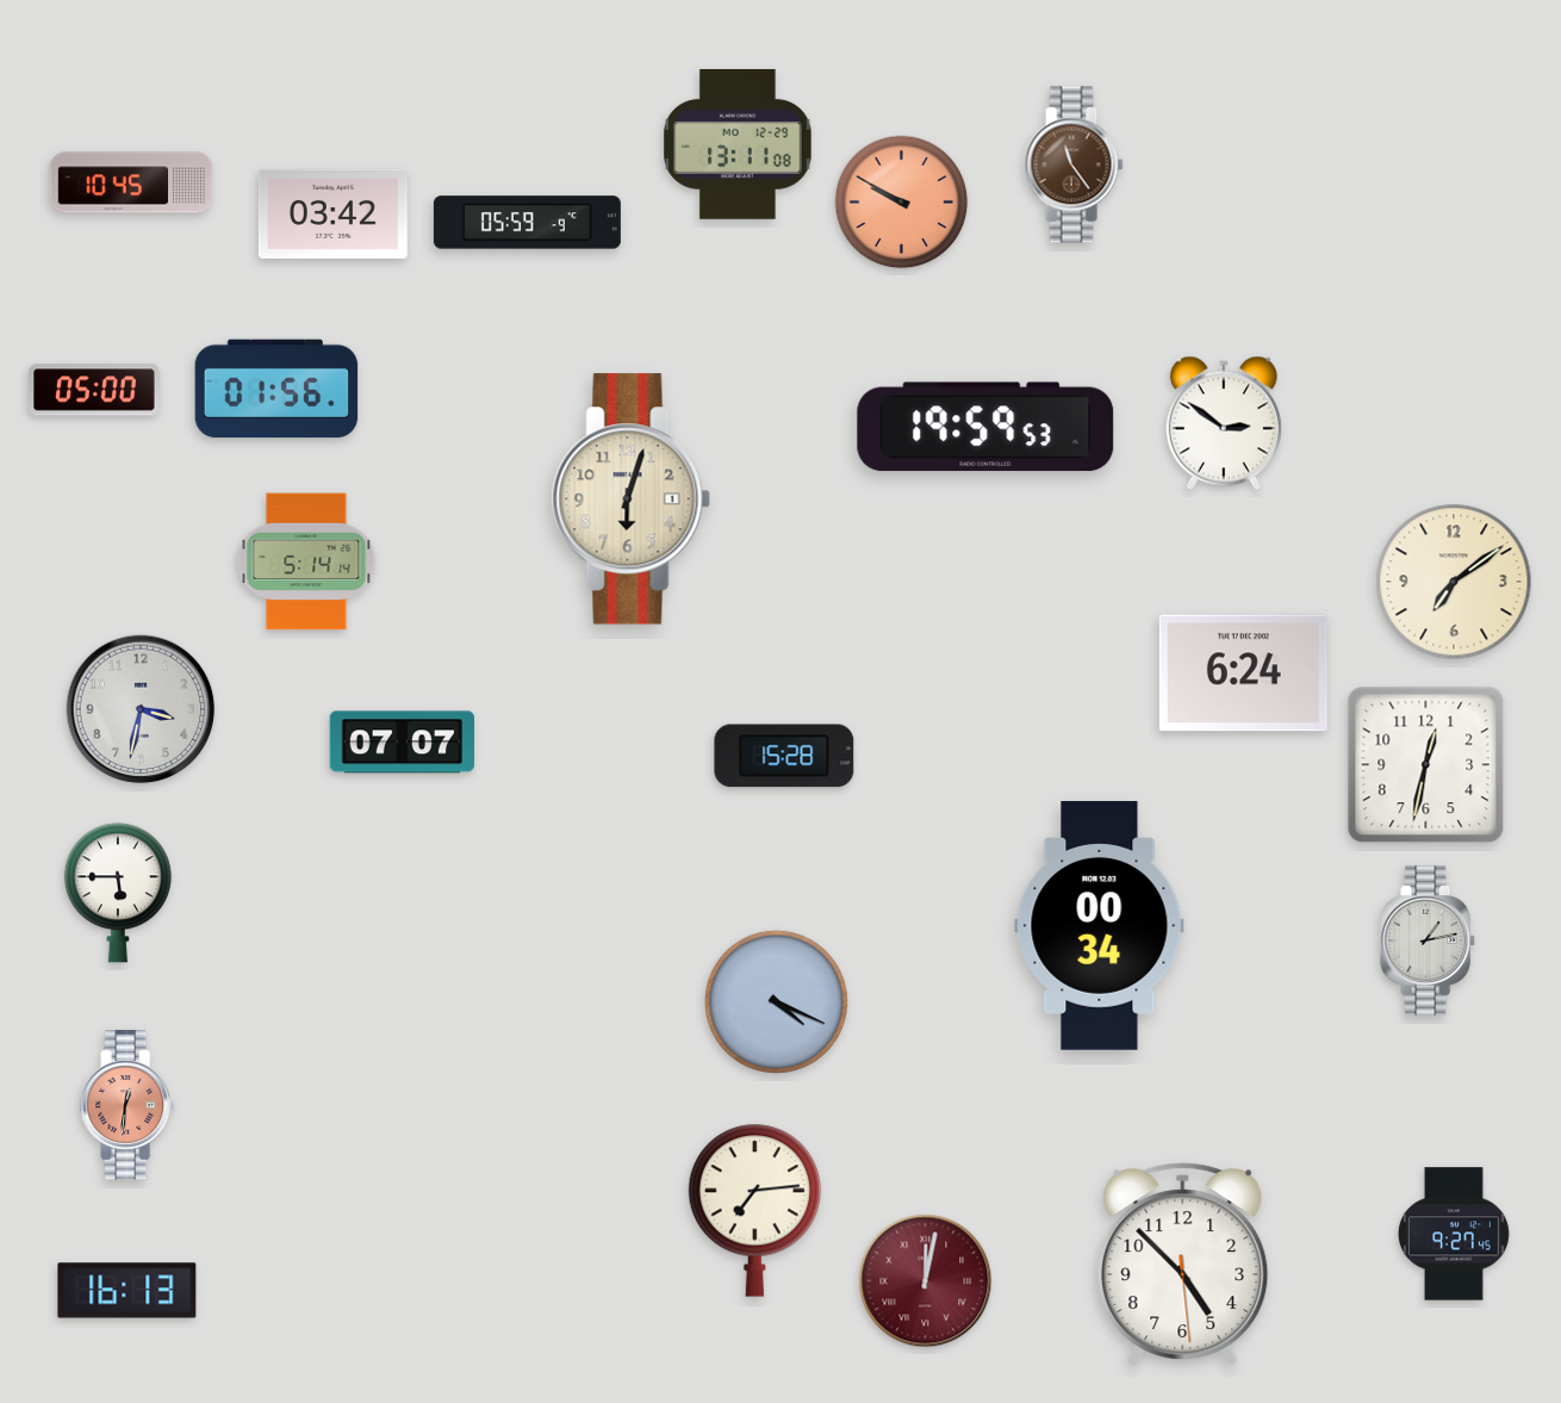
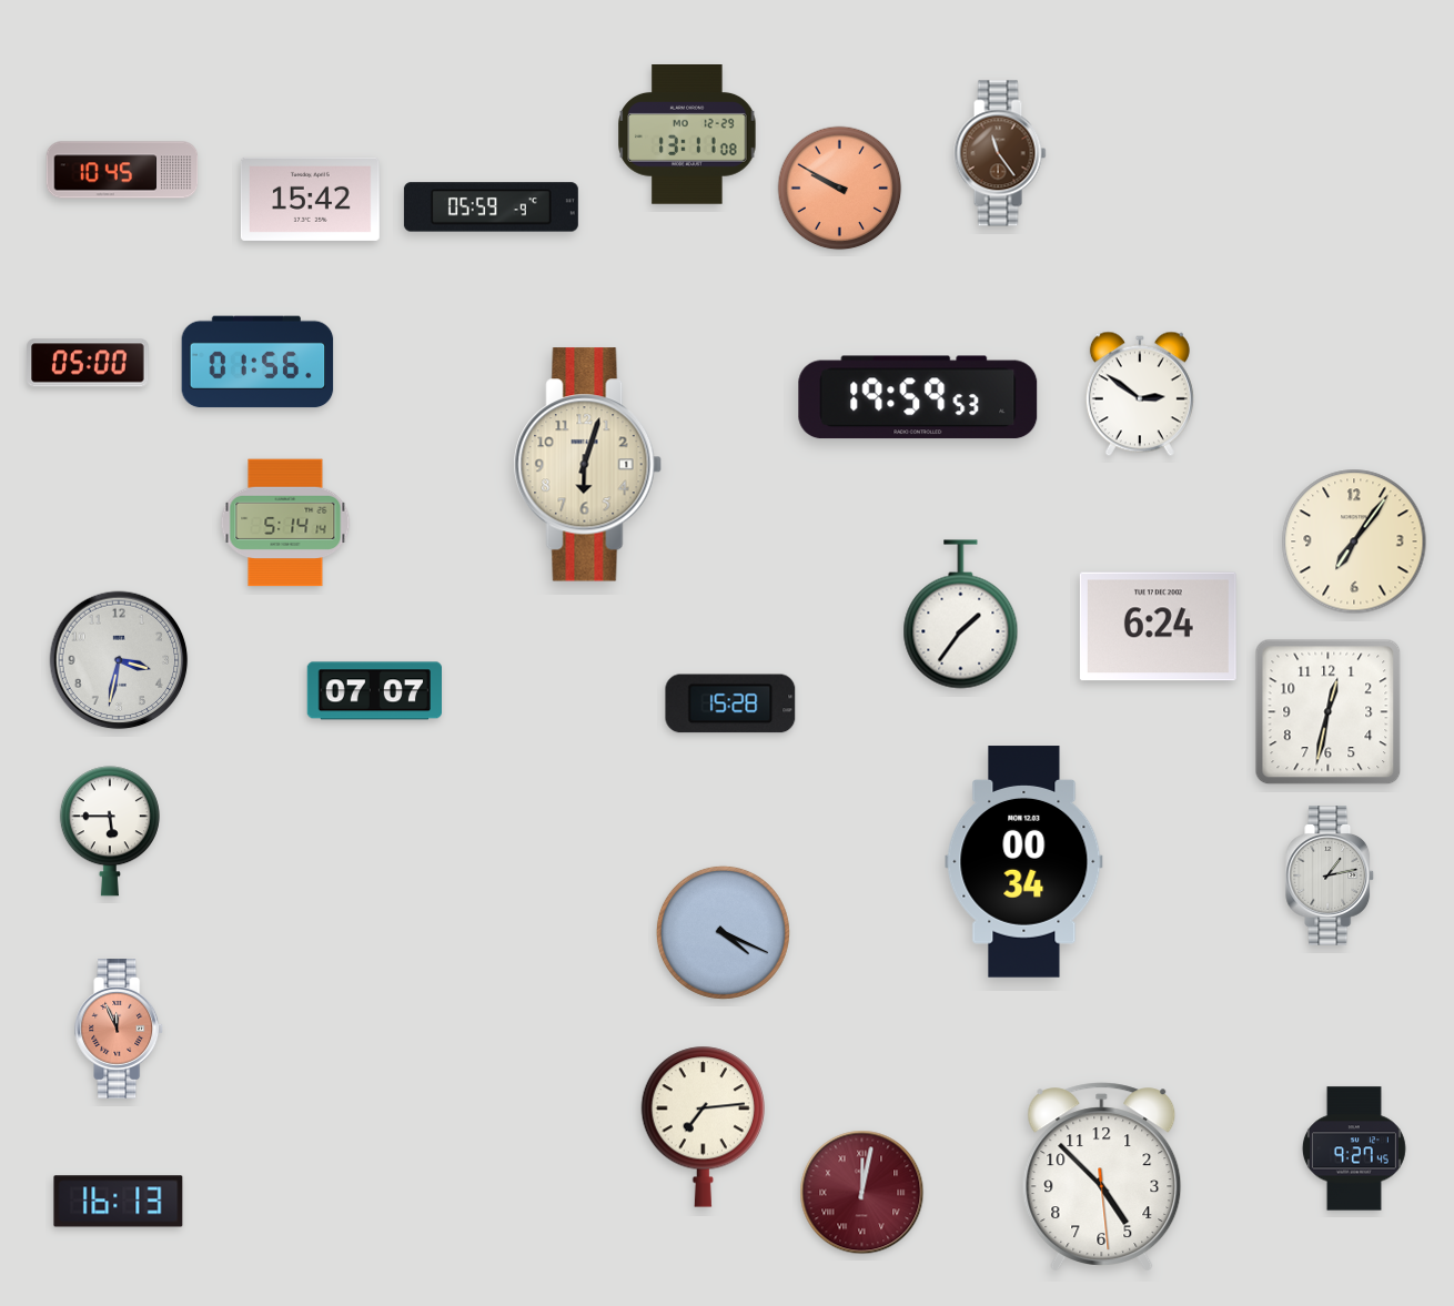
clock at (332, 213): 03:42 -> 15:42
clock at (1454, 582): 7:09 -> 7:06
clock at (961, 615): none -> 1:36
clock at (141, 709) position: (141, 709) -> (119, 660)
clock at (129, 1105): 12:31 -> 11:56
